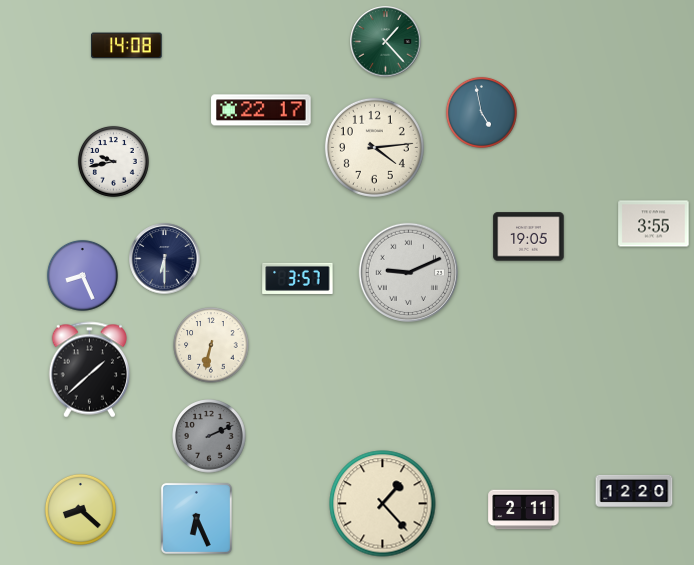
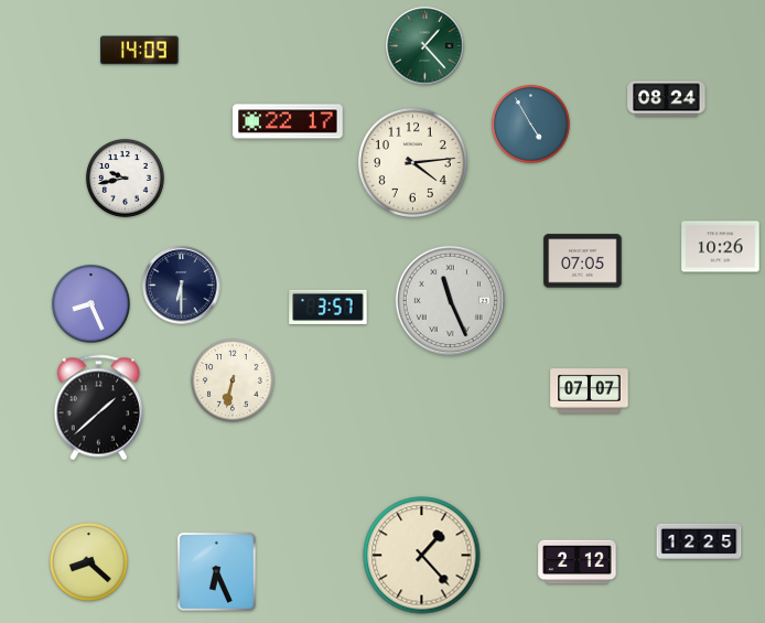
clock at (127, 46): 14:08 -> 14:09
clock at (667, 99): none -> 08:24
clock at (481, 112): 4:58 -> 4:55
clock at (654, 224): 3:55 -> 10:26
clock at (529, 237): 19:05 -> 07:05
clock at (408, 272): 9:11 -> 11:26
clock at (590, 391): none -> 07:07
clock at (209, 436): 2:11 -> none
clock at (634, 491): 12:20 -> 12:25
clock at (524, 510): 2:11 -> 2:12
